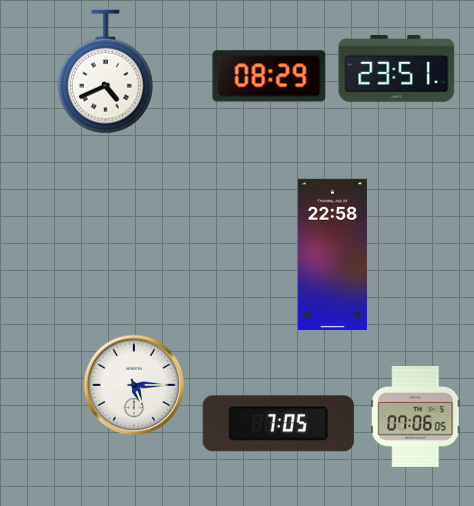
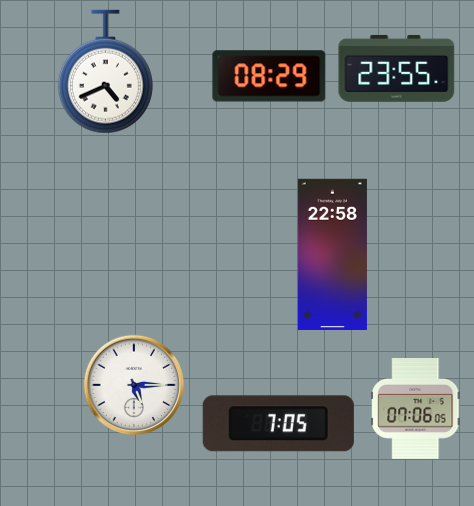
clock at (397, 68): 23:51 -> 23:55
clock at (416, 417) position: (416, 417) -> (416, 409)
